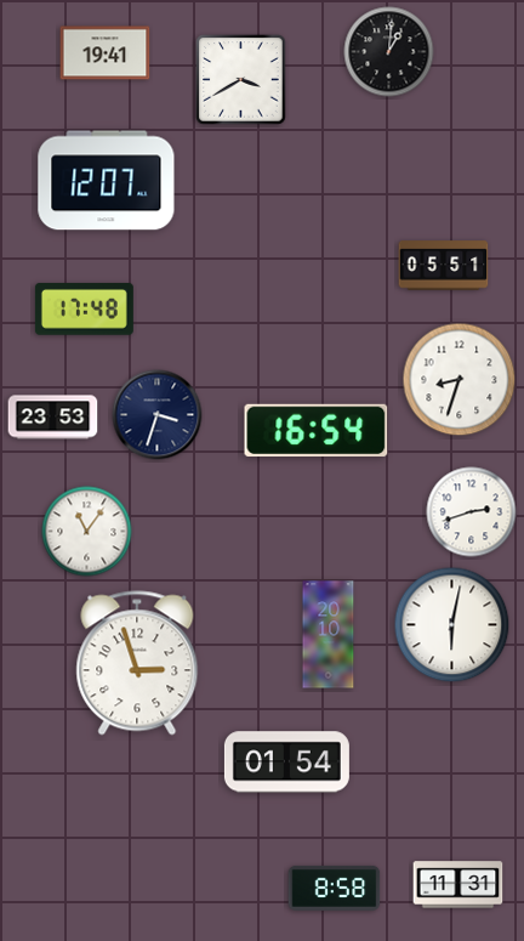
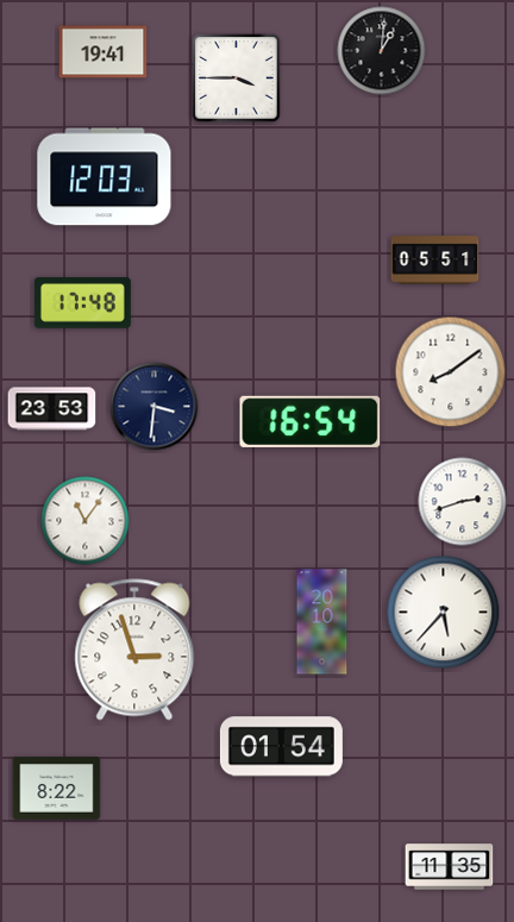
clock at (241, 80): 3:40 -> 3:45
clock at (107, 181): 12:07 -> 12:03
clock at (460, 380): 8:33 -> 8:09
clock at (158, 415): 3:33 -> 3:31
clock at (452, 625): 6:02 -> 5:37
clock at (57, 789): none -> 8:22
clock at (458, 885): 11:31 -> 11:35
clock at (335, 888): 8:58 -> none
